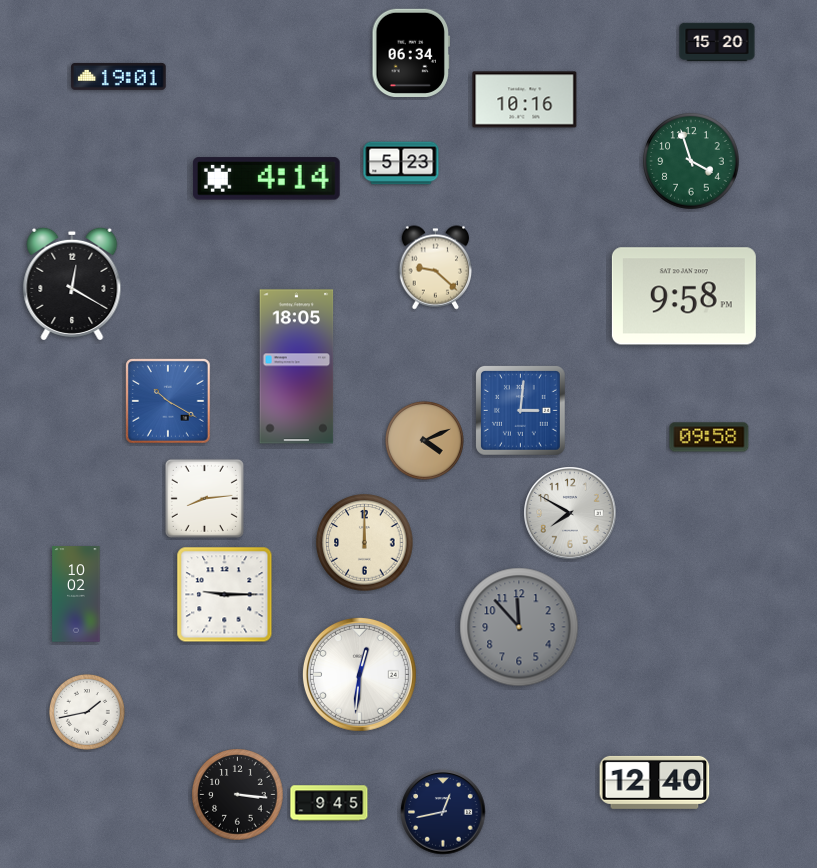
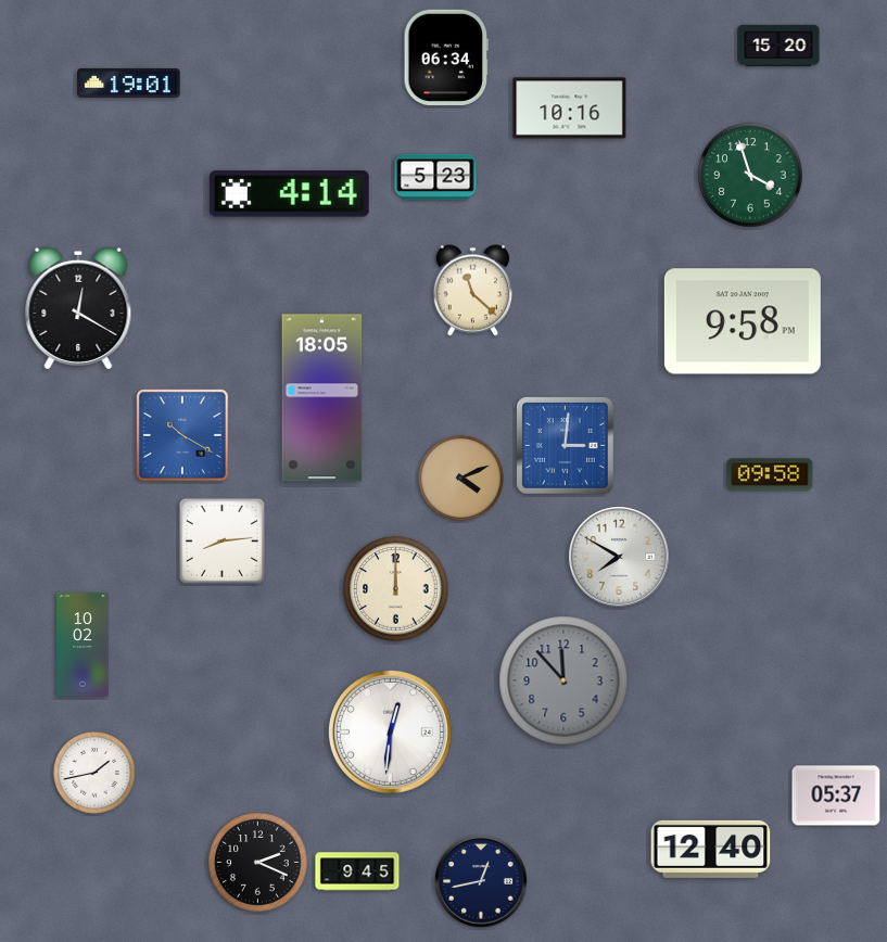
clock at (436, 268): 9:22 -> 11:22
clock at (225, 595): 9:15 -> none
clock at (836, 795): none -> 05:37
clock at (238, 795): 3:16 -> 2:19
